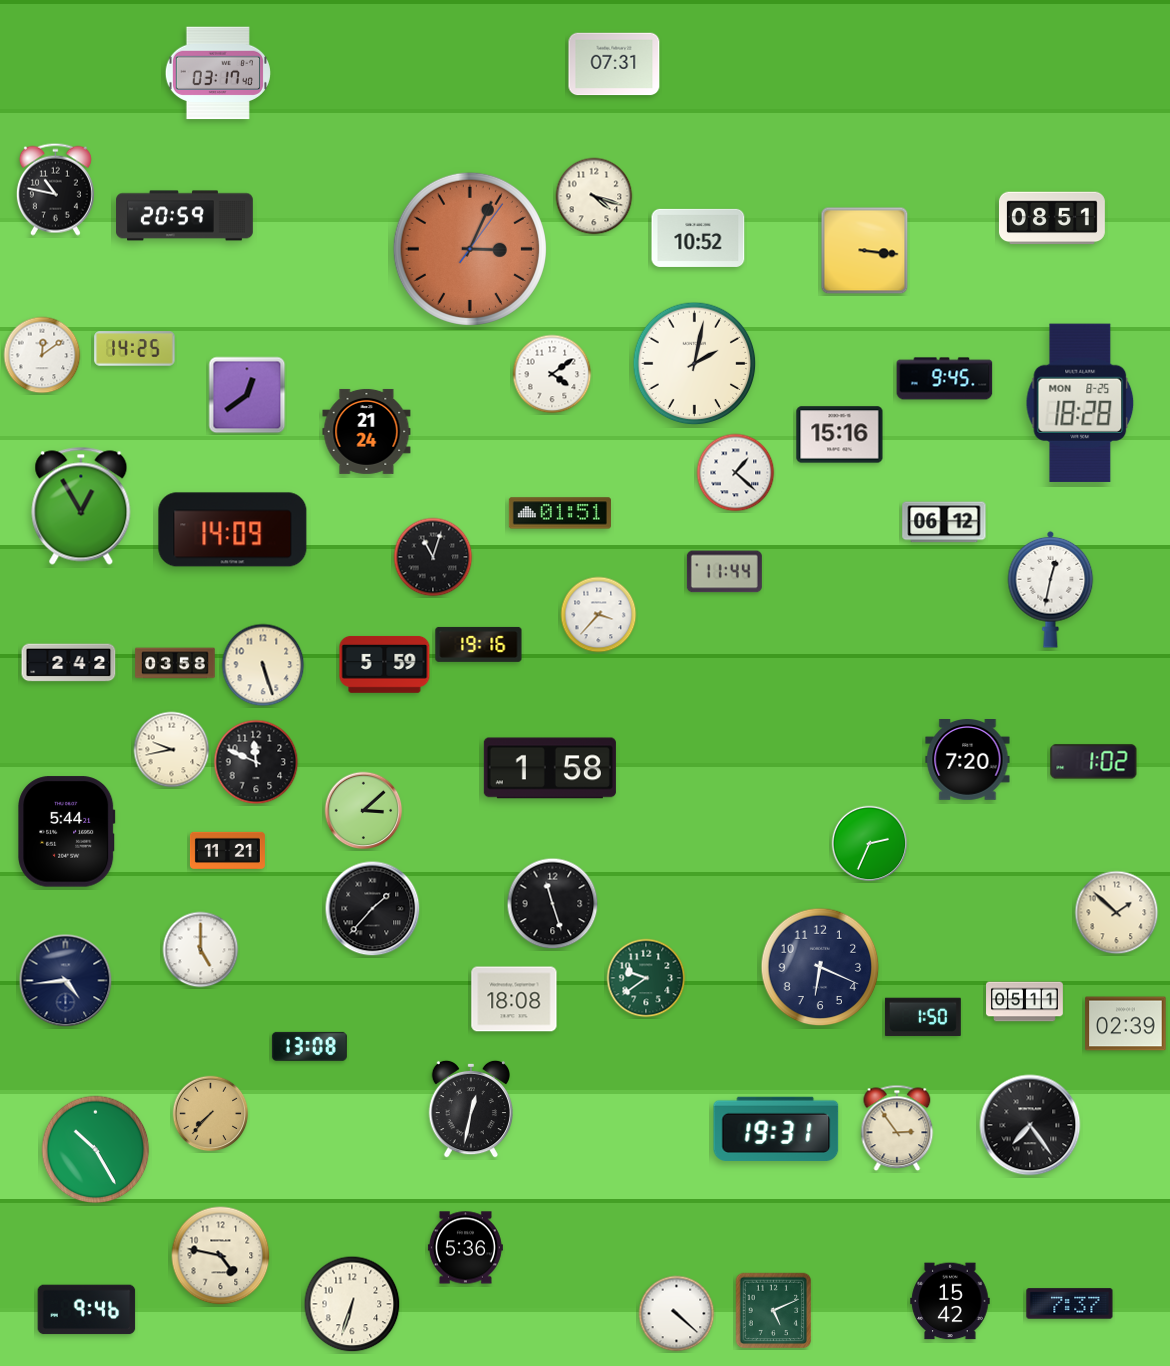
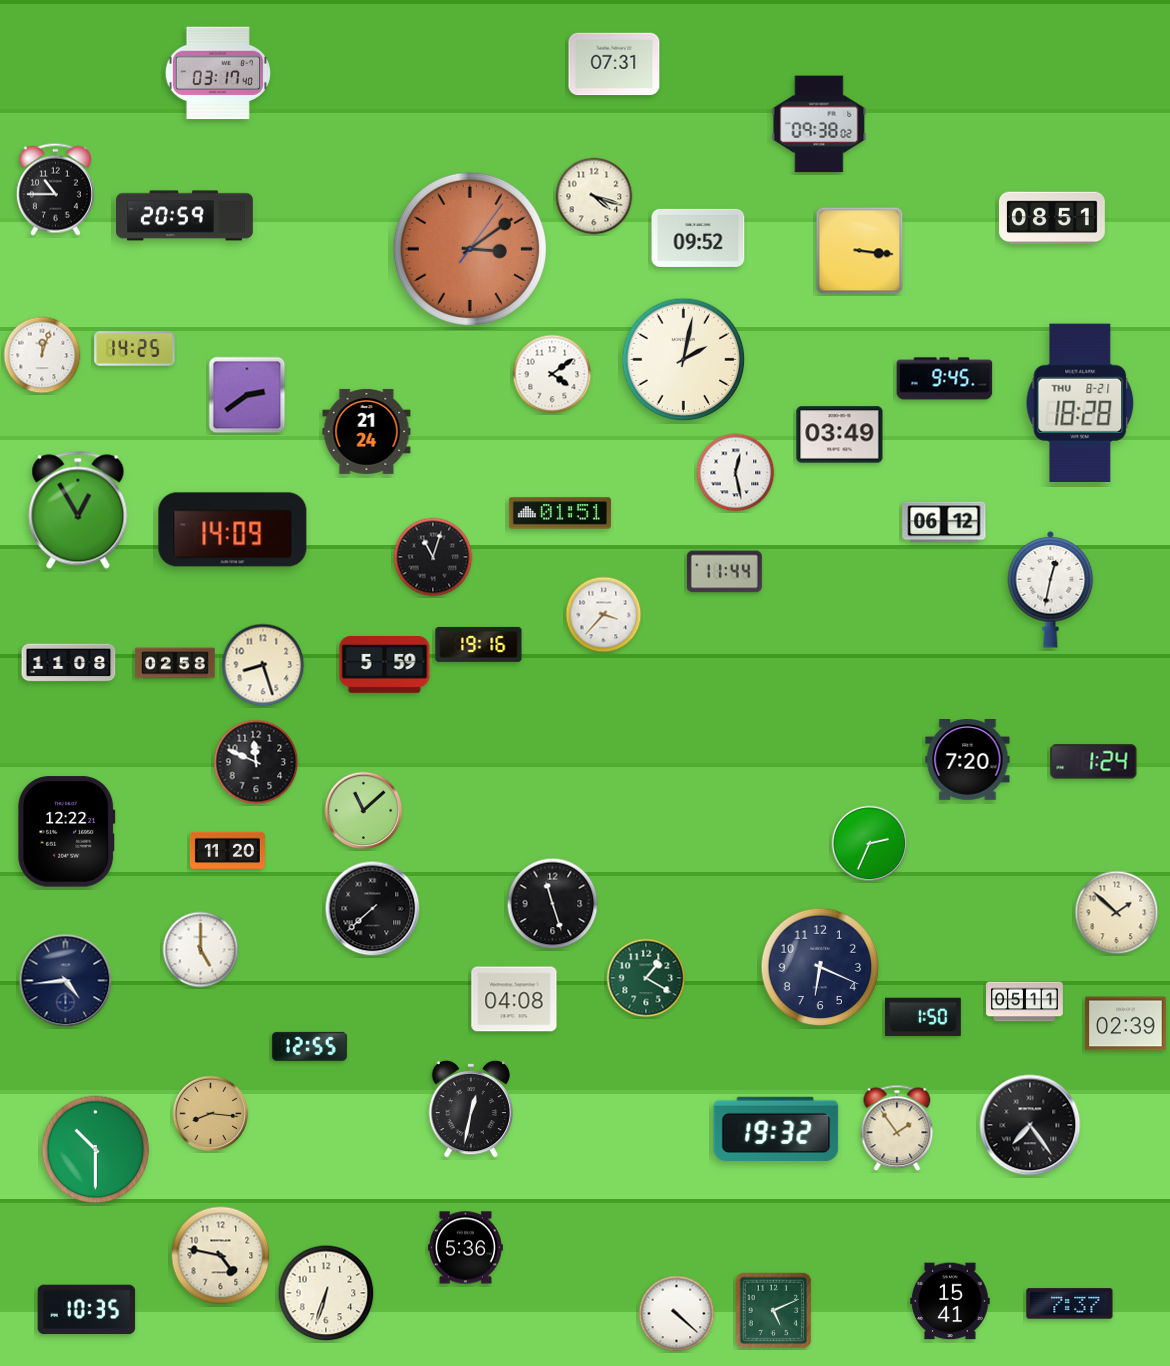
clock at (819, 124): none -> 09:38
clock at (55, 189): 10:47 -> 10:45
clock at (698, 238): 10:52 -> 09:52
clock at (470, 249): 3:04 -> 3:09
clock at (865, 251) position: (865, 251) -> (860, 251)
clock at (42, 355): 12:09 -> 12:03
clock at (695, 364) position: (695, 364) -> (684, 360)
clock at (247, 395): 12:39 -> 2:39
clock at (1080, 403) date: MON 8-25 -> THU 8-21
clock at (840, 435): 15:16 -> 03:49
clock at (736, 473): 1:22 -> 12:28
clock at (81, 506) position: (81, 506) -> (78, 510)
clock at (599, 615) position: (599, 615) -> (604, 615)
clock at (69, 663): 2:42 -> 11:08
clock at (175, 663): 03:58 -> 02:58
clock at (263, 665): 5:27 -> 8:27
clock at (172, 750): 9:43 -> none
clock at (1094, 762): 1:02 -> 1:24
clock at (550, 768): 1:58 -> none
clock at (364, 811): 3:08 -> 11:08
clock at (67, 832): 5:44 -> 12:22
clock at (227, 850): 11:21 -> 11:20
clock at (373, 909): 1:37 -> 7:38
clock at (646, 978): 9:39 -> 1:20
clock at (514, 999): 18:08 -> 04:08
clock at (309, 1046): 13:08 -> 12:55
clock at (211, 1114): 7:37 -> 8:16
clock at (897, 1128): 2:54 -> 1:54
clock at (776, 1129): 19:31 -> 19:32
clock at (96, 1150): 10:25 -> 10:30
clock at (950, 1301): 15:42 -> 15:41
clock at (352, 1304) position: (352, 1304) -> (326, 1293)
clock at (87, 1310): 9:46 -> 10:35
